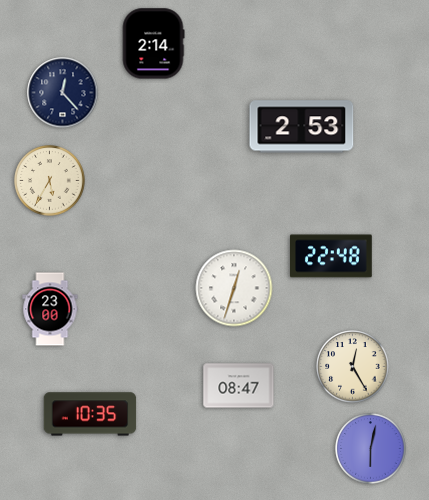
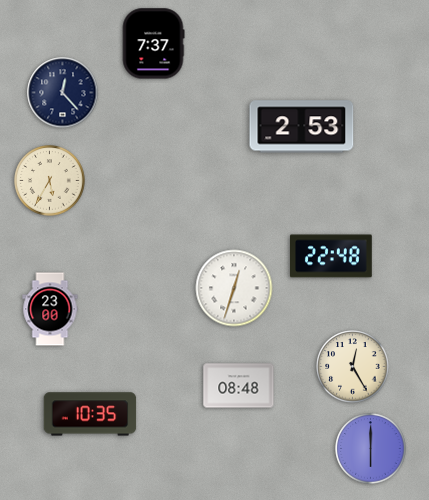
clock at (153, 44): 2:14 -> 7:37
clock at (239, 386): 08:47 -> 08:48
clock at (371, 449): 6:02 -> 6:00
